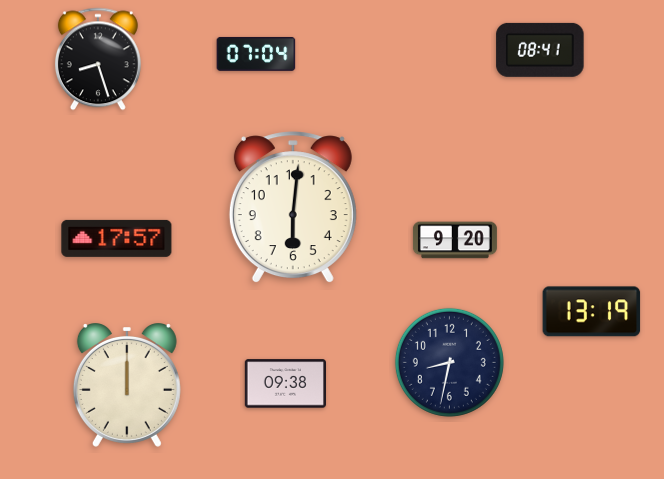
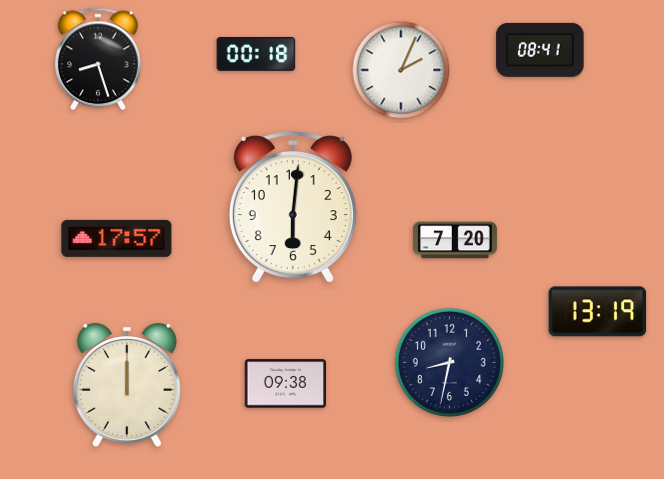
clock at (256, 54): 07:04 -> 00:18
clock at (401, 70): none -> 2:04
clock at (455, 240): 9:20 -> 7:20
clock at (592, 312) position: (592, 312) -> (598, 312)
